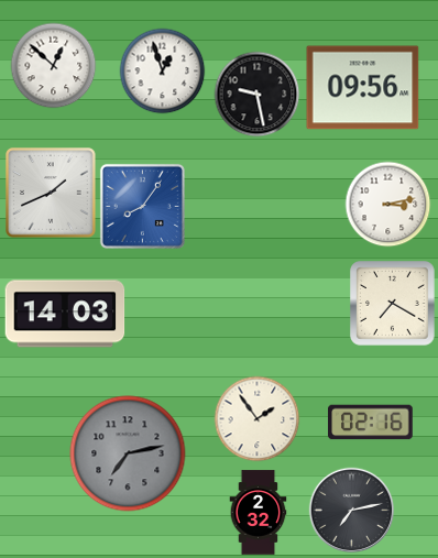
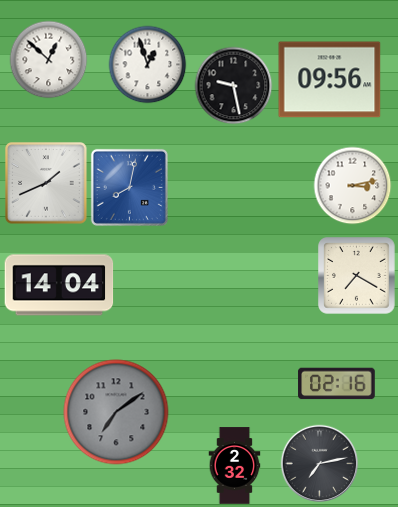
clock at (51, 193) position: (51, 193) -> (46, 183)
clock at (142, 206): 8:06 -> 8:02
clock at (65, 314): 14:03 -> 14:04
clock at (256, 418): 1:54 -> none
clock at (128, 453): 7:13 -> 7:09
